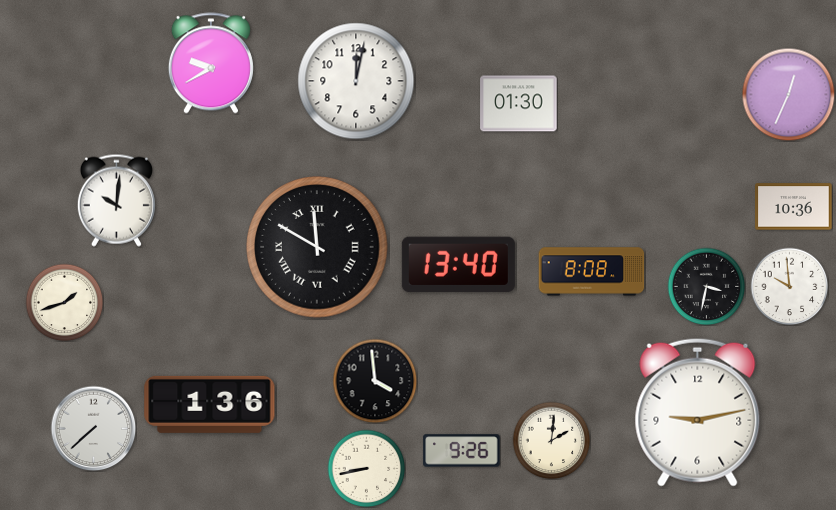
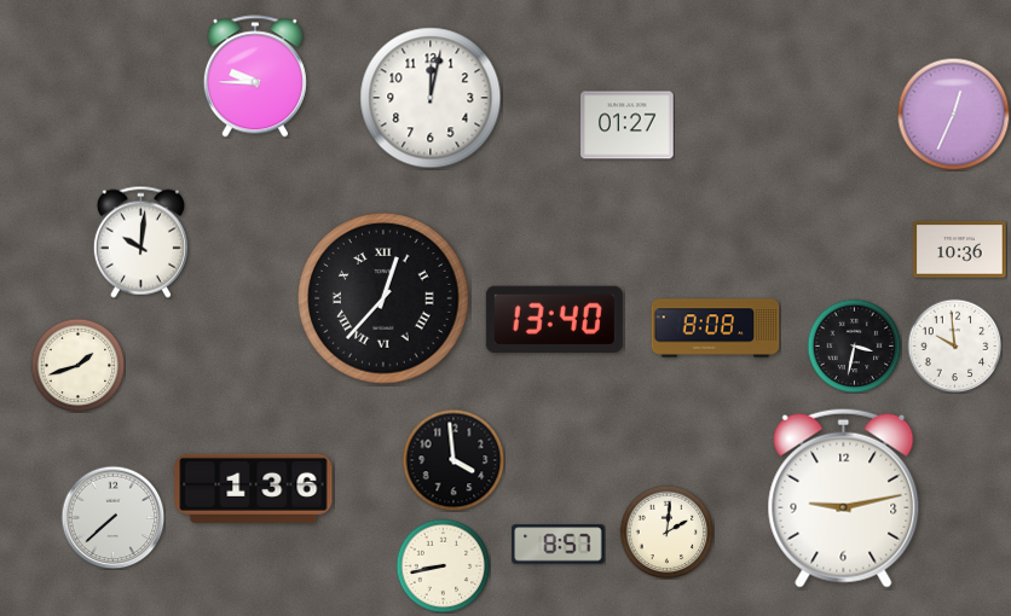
clock at (211, 63): 9:40 -> 9:45
clock at (519, 104): 01:30 -> 01:27
clock at (317, 247): 11:50 -> 12:37
clock at (462, 451): 9:26 -> 8:57
